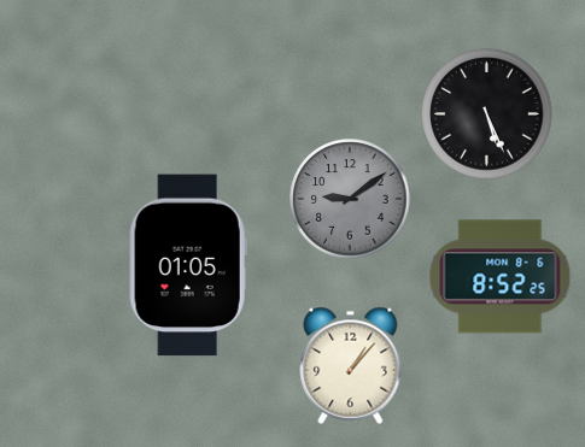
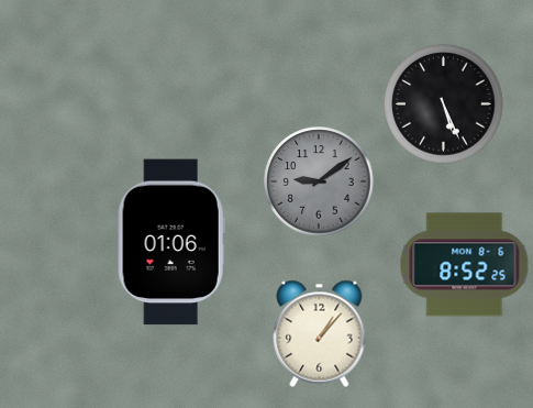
clock at (188, 265): 01:05 -> 01:06
clock at (501, 277) position: (501, 277) -> (465, 265)
